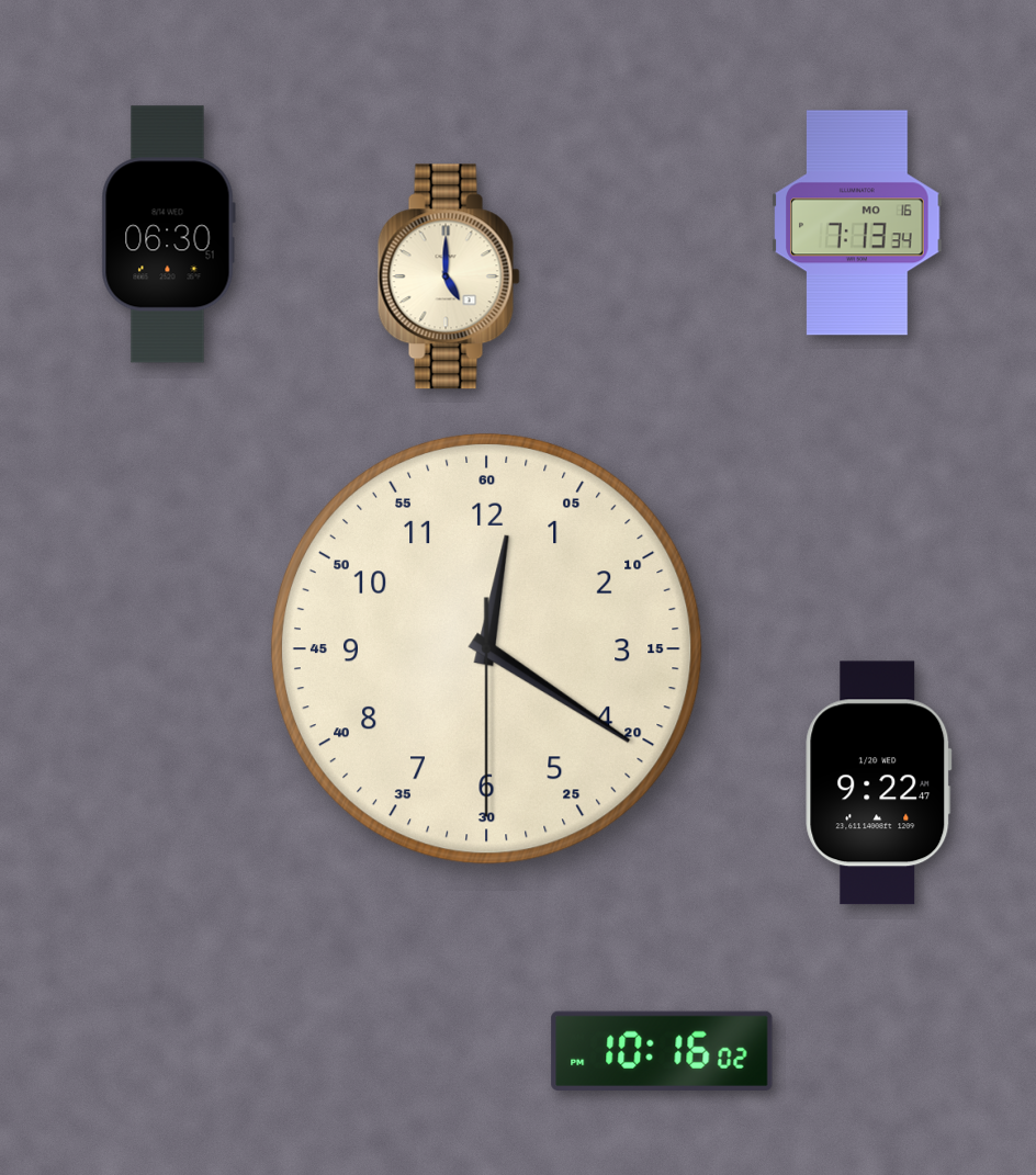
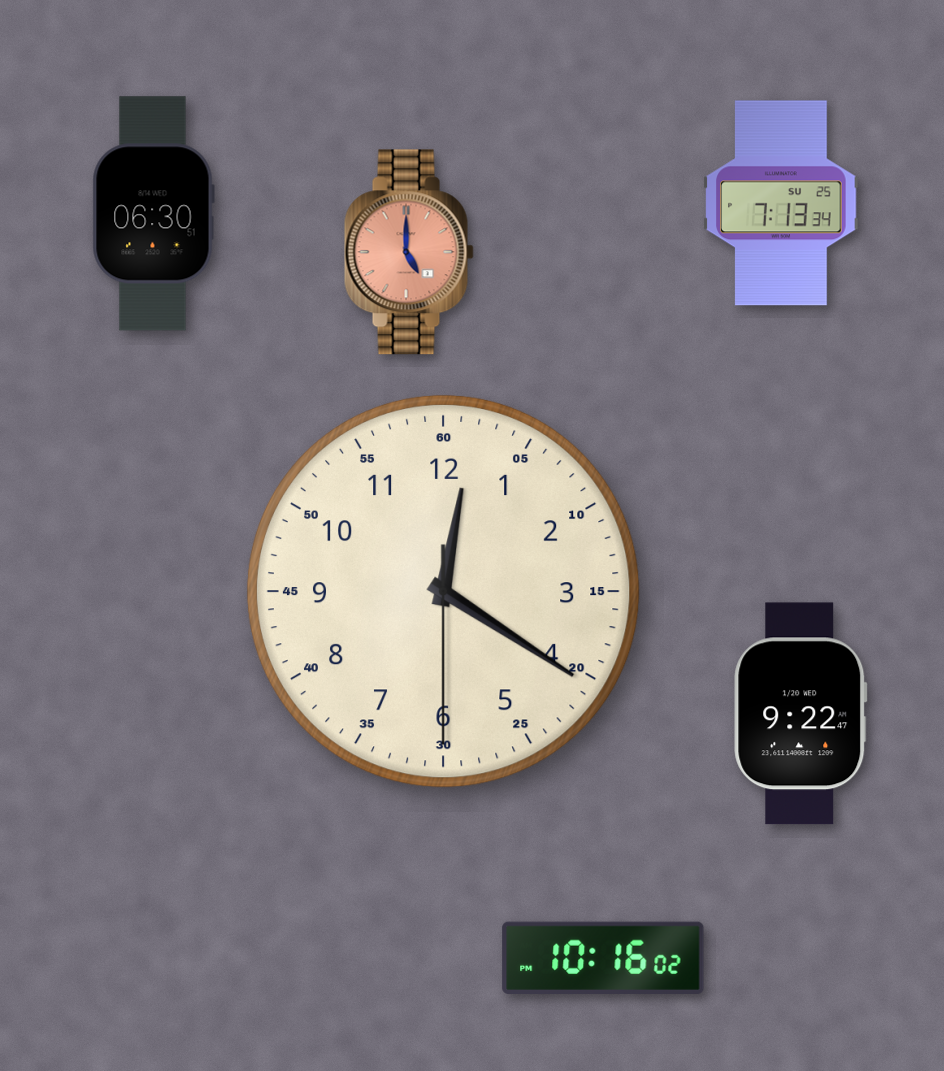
clock at (857, 223) date: MO 16 -> SU 25
clock at (449, 276) dial: cream -> salmon
